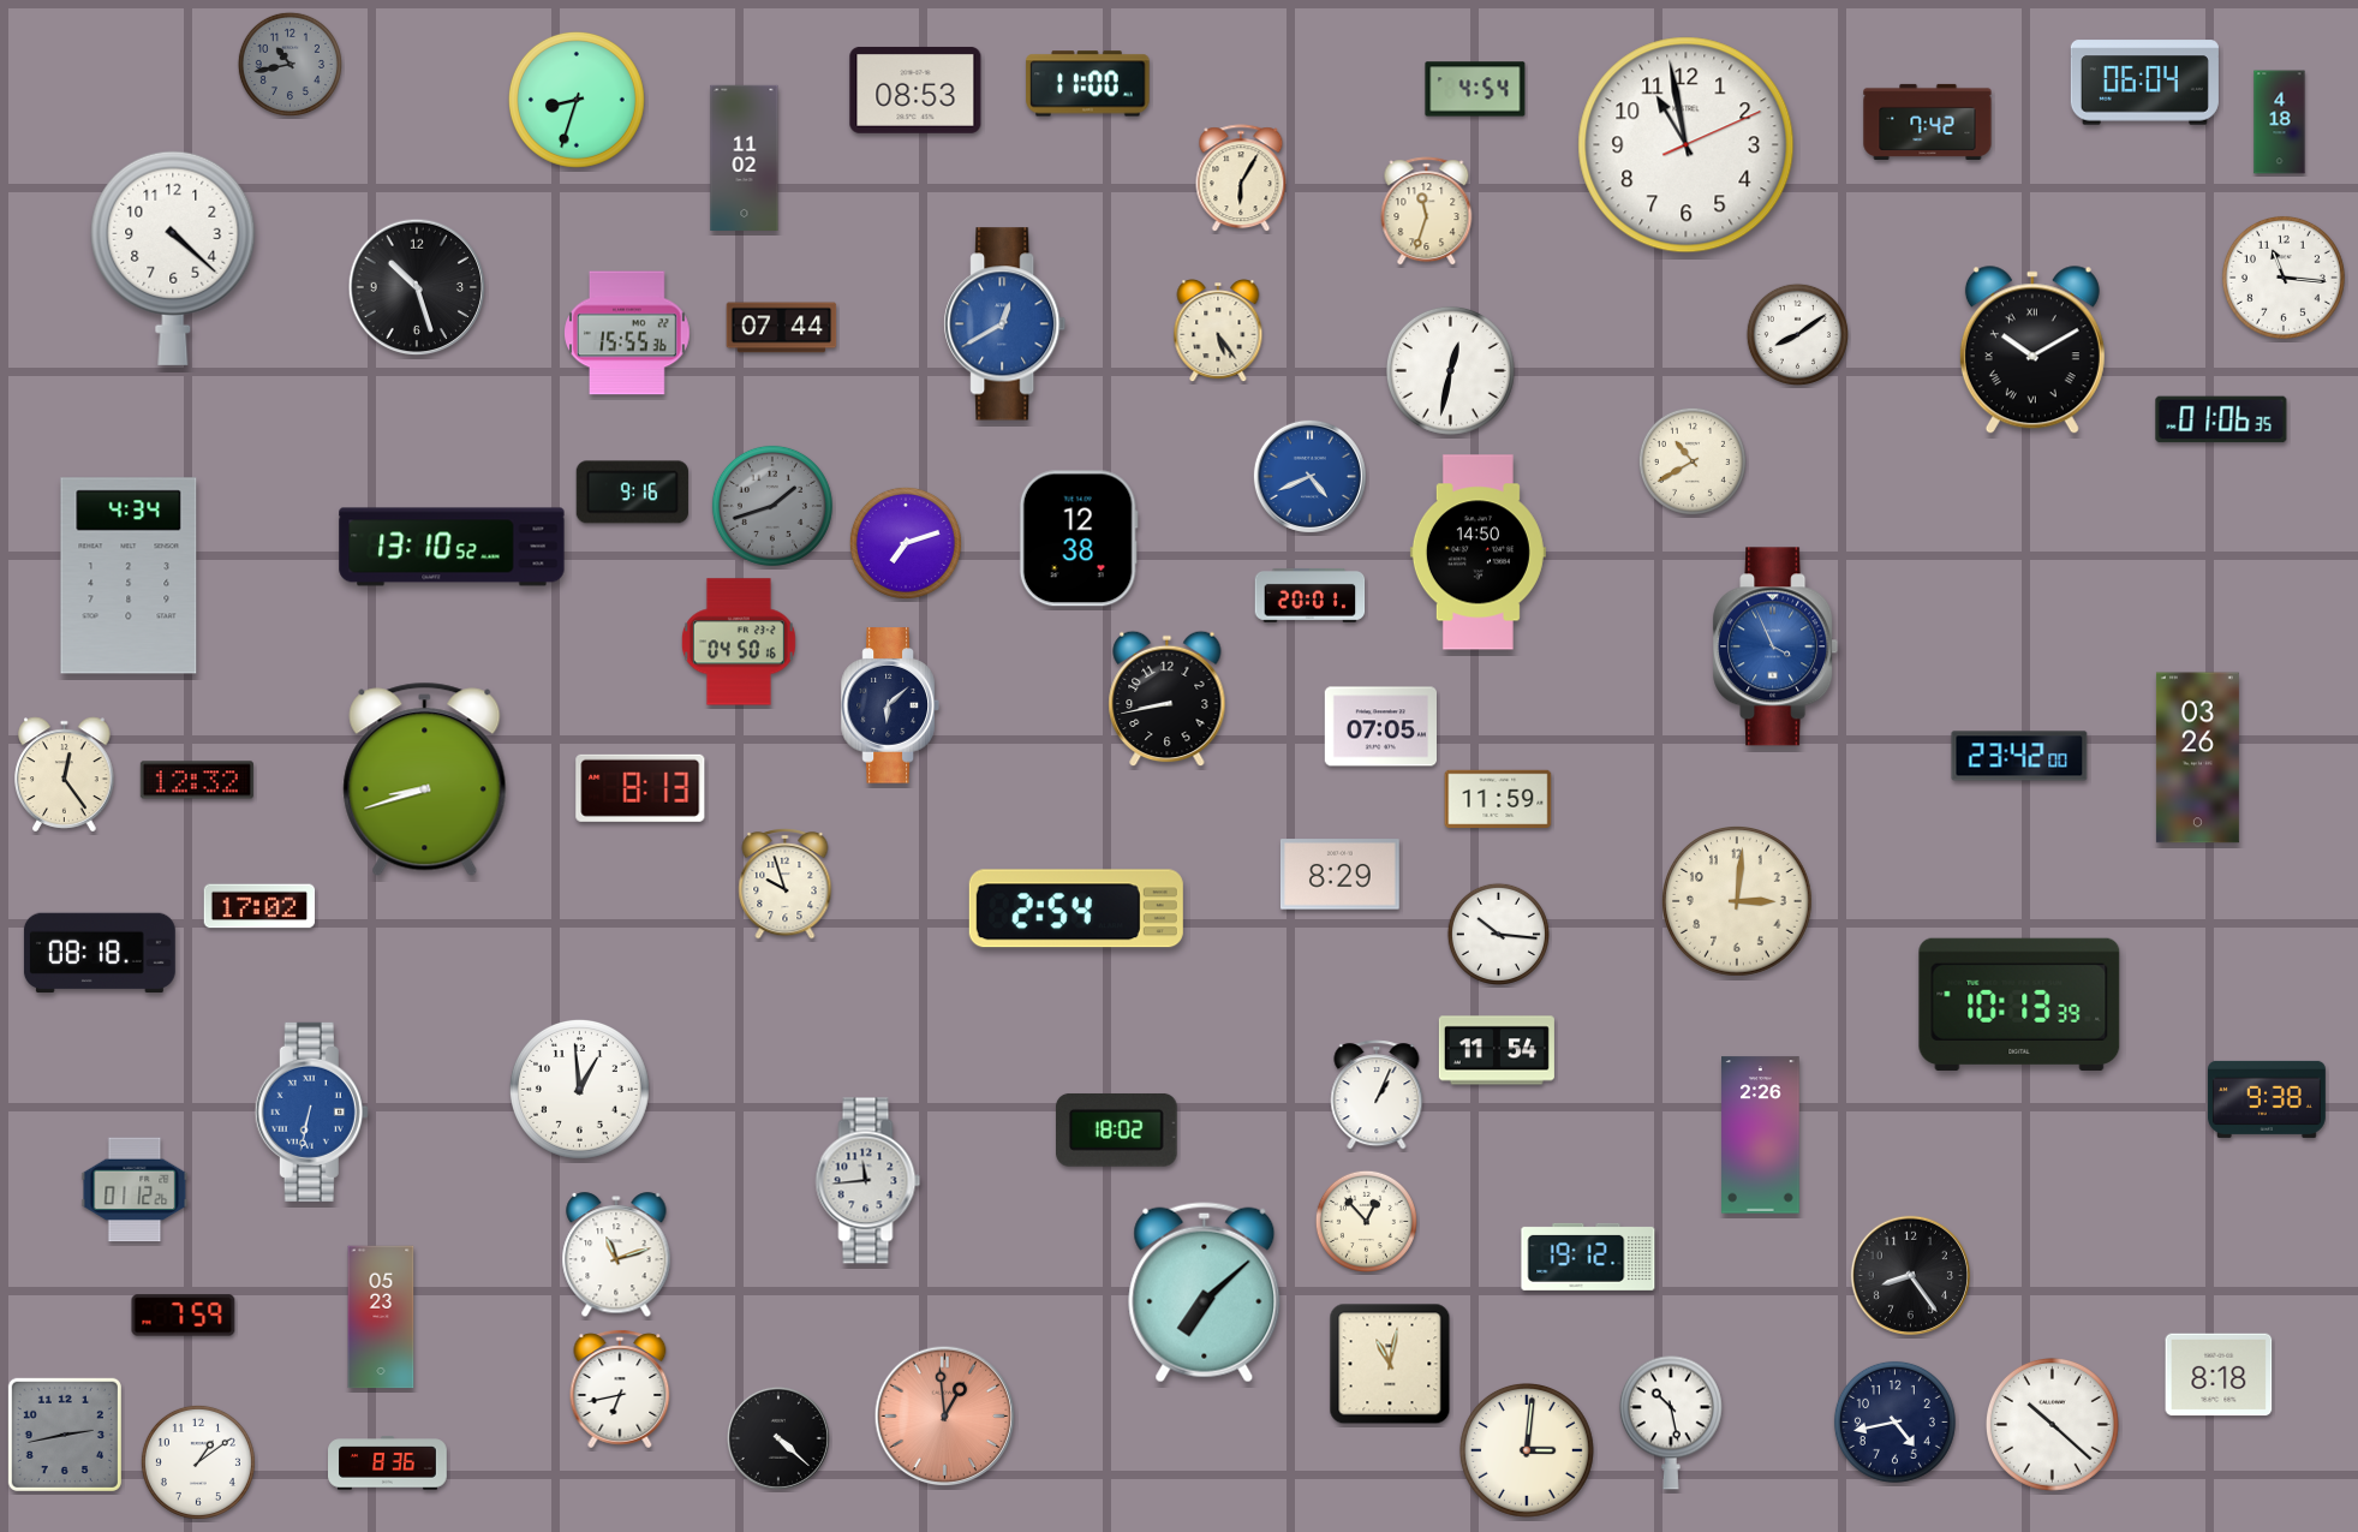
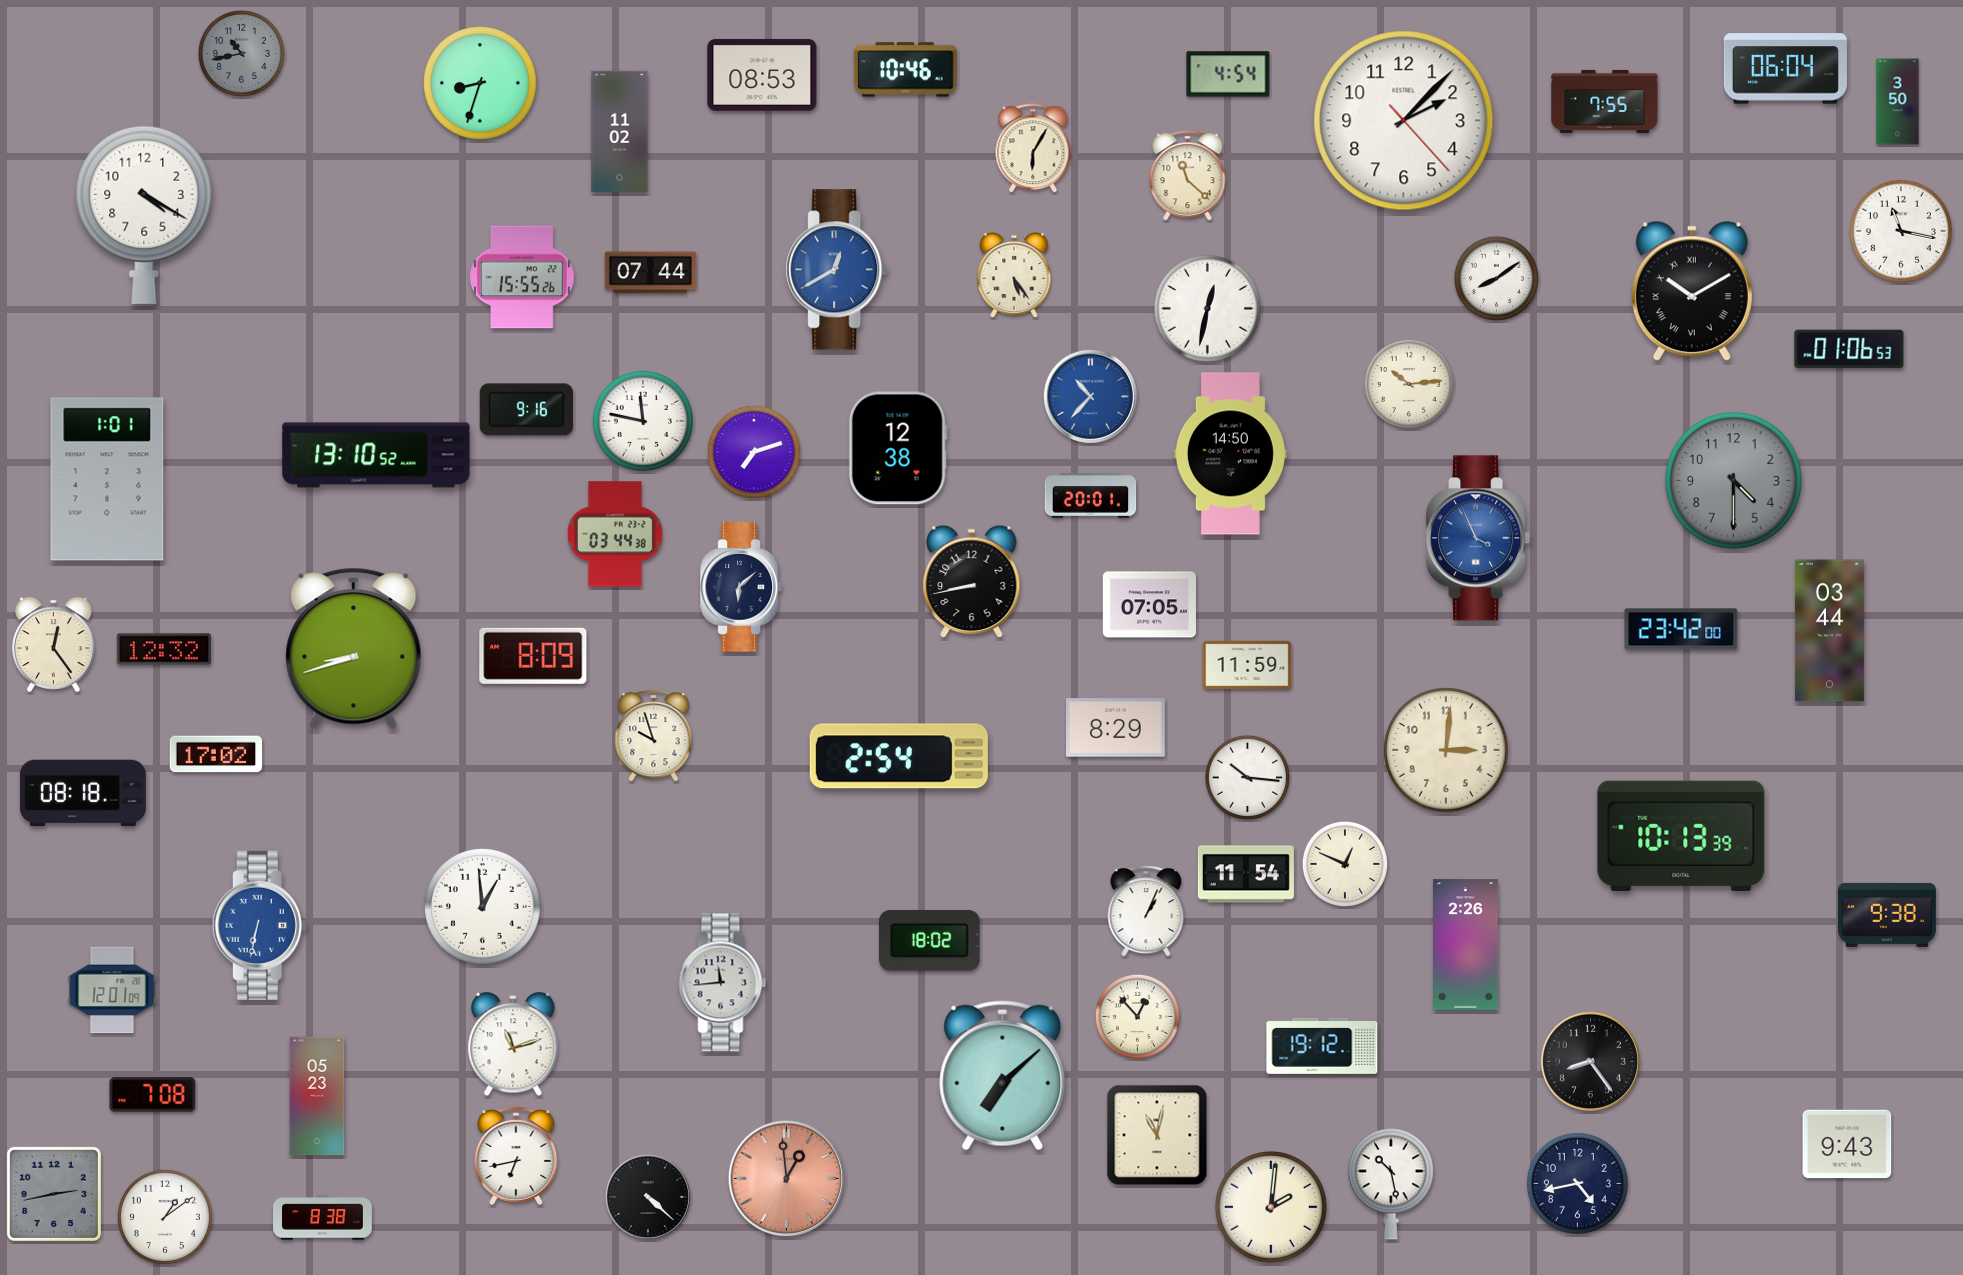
clock at (1088, 84): 11:00 -> 10:46
clock at (1928, 121): 7:42 -> 7:55
clock at (2280, 123): 4:18 -> 3:50
clock at (1687, 145): 10:58 -> 2:07
clock at (1427, 211): 11:33 -> 11:22
clock at (173, 258): 4:22 -> 4:20
clock at (2284, 278): 11:16 -> 11:17
clock at (417, 287): 10:27 -> none
clock at (628, 333): 15:55:36 -> 15:55:26
clock at (2221, 419): 01:06:35 -> 01:06:53
clock at (1693, 461): 10:40 -> 10:14
clock at (1309, 476): 4:41 -> 10:37
clock at (772, 506): 1:42 -> 11:47
clock at (772, 506) dial: grey -> white
clock at (1478, 553) position: (1478, 553) -> (1230, 454)
clock at (129, 576): 4:34 -> 1:01
clock at (1734, 481): none -> 4:30
clock at (739, 642): 04:50 -> 03:44
clock at (2197, 758): 03:26 -> 03:44
clock at (640, 788): 8:13 -> 8:09
clock at (1076, 908) position: (1076, 908) -> (899, 756)
clock at (1345, 864): none -> 12:49
clock at (135, 1190): 01:12 -> 12:01
clock at (184, 1316): 7:59 -> 7:08
clock at (2219, 1375): 8:18 -> 9:43
clock at (2052, 1424): 10:22 -> none
clock at (1527, 1450): 3:01 -> 2:01
clock at (388, 1464): 8:36 -> 8:38
